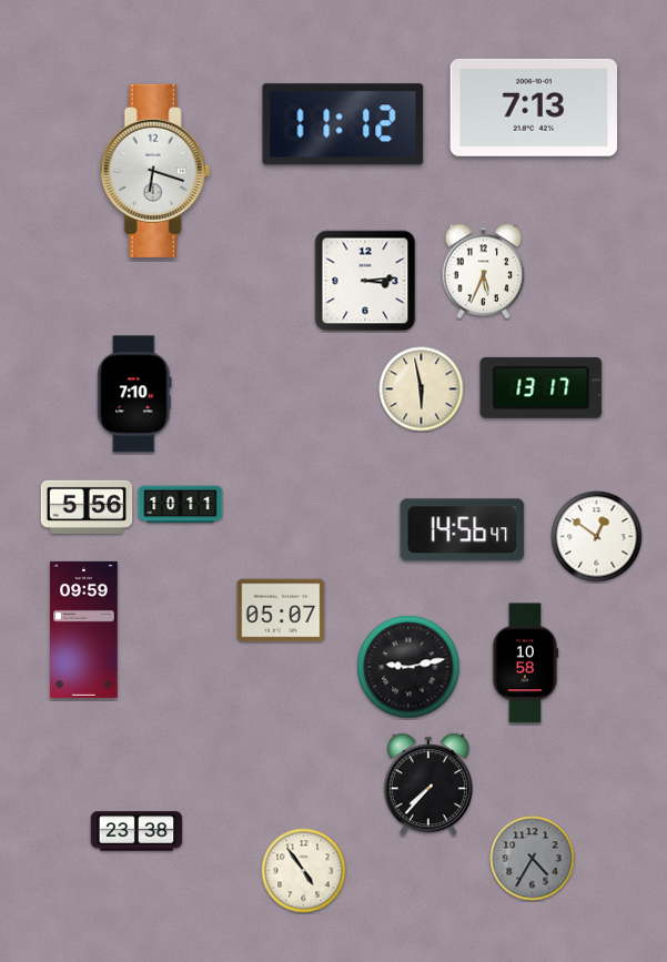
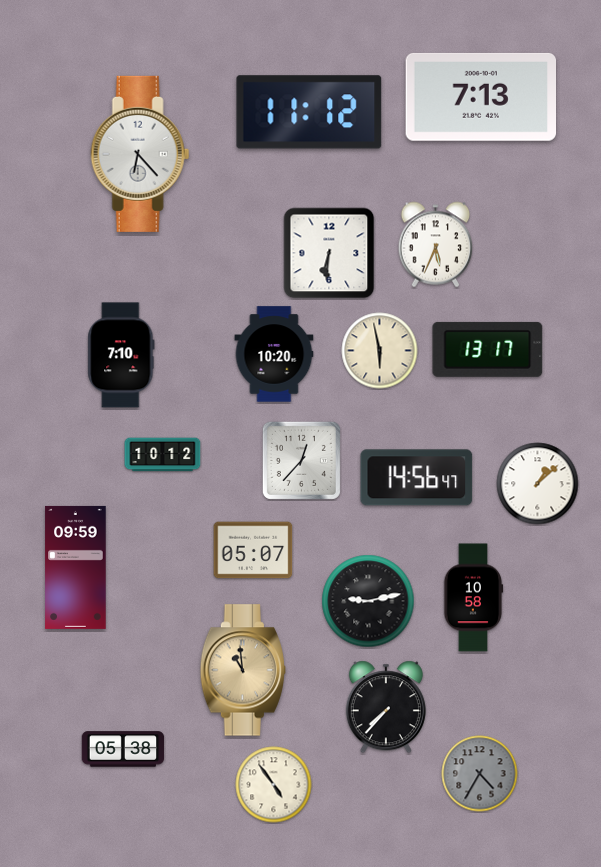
clock at (155, 171): 6:18 -> 6:23
clock at (365, 281): 3:14 -> 6:31
clock at (274, 354): none -> 10:20
clock at (181, 505): 10:11 -> 10:12
clock at (87, 507): 5:56 -> none
clock at (301, 460): none -> 12:37
clock at (597, 537): 12:51 -> 1:08
clock at (242, 670): none -> 10:59
clock at (137, 831): 23:38 -> 05:38
